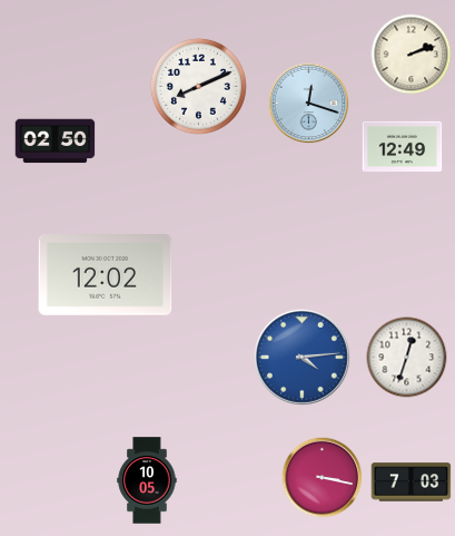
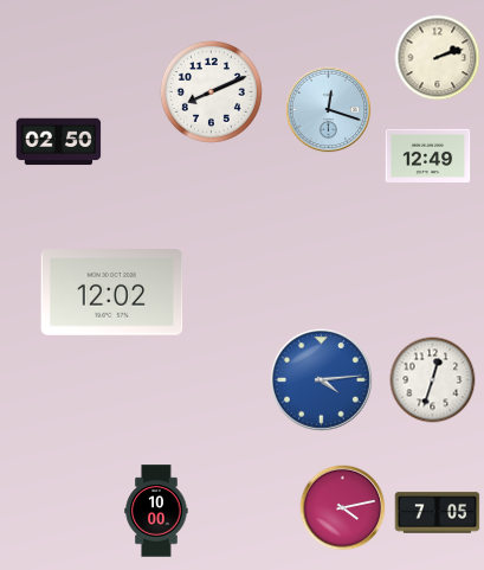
clock at (56, 142) position: (56, 142) -> (59, 142)
clock at (323, 478): 3:17 -> 4:13
clock at (147, 480): 10:05 -> 10:00
clock at (412, 483): 7:03 -> 7:05
